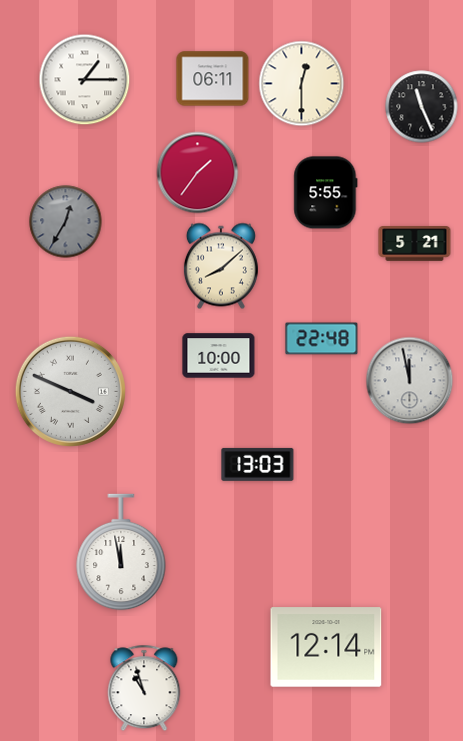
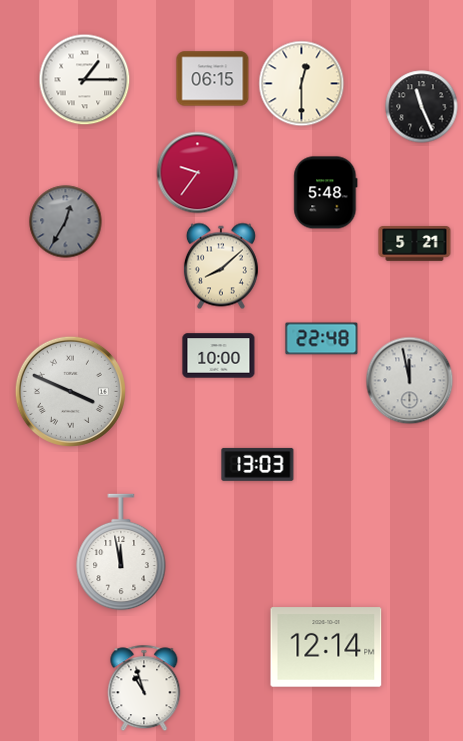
clock at (213, 79): 06:11 -> 06:15
clock at (198, 173): 1:36 -> 9:36
clock at (326, 193): 5:55 -> 5:48
